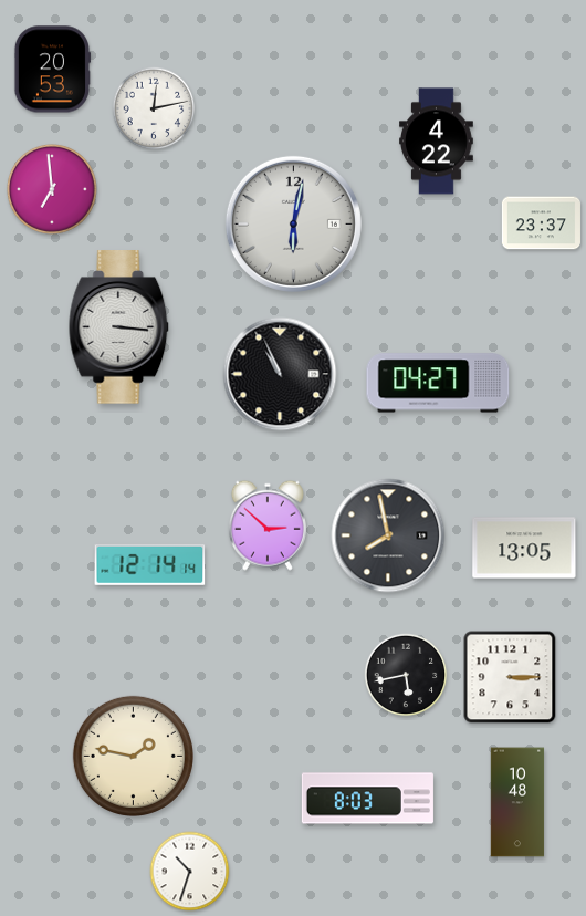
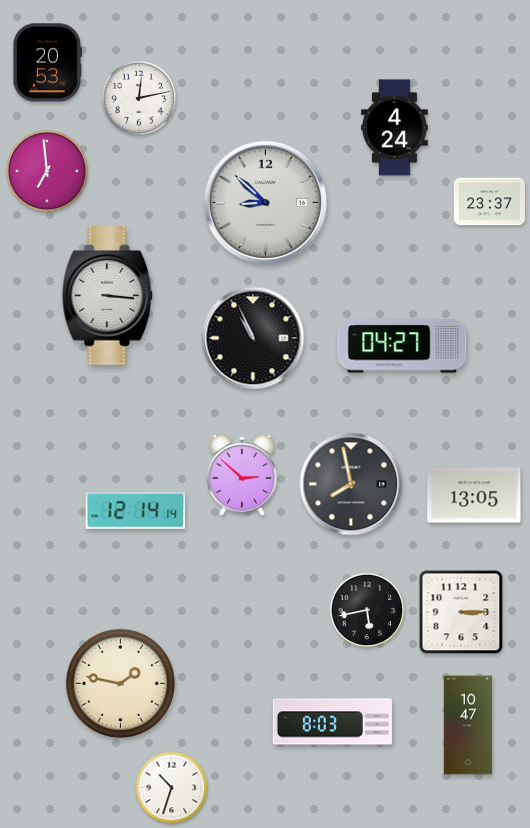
clock at (437, 142): 4:22 -> 4:24
clock at (293, 223): 6:02 -> 8:52
clock at (438, 383) position: (438, 383) -> (402, 346)
clock at (517, 802): 10:48 -> 10:47
